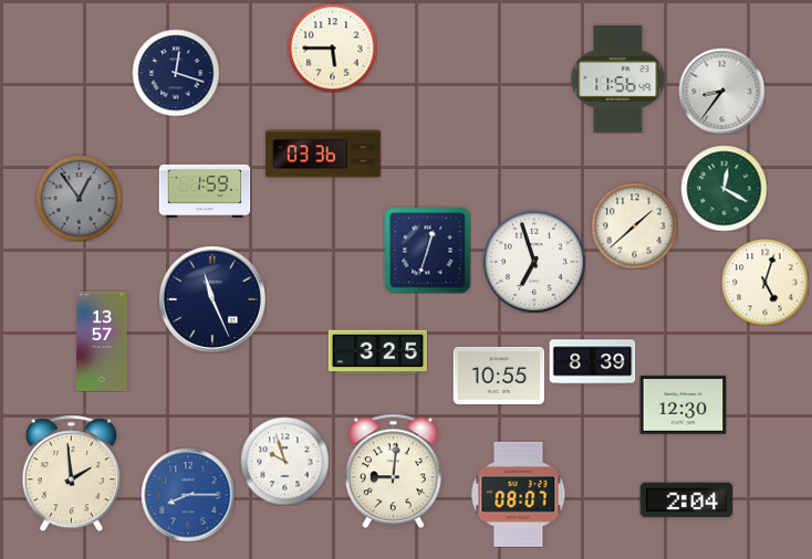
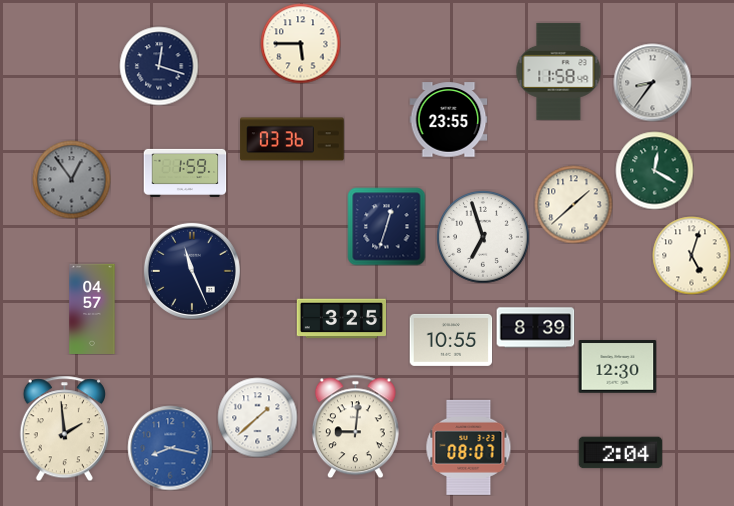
clock at (618, 78): 11:56 -> 11:58
clock at (448, 120): none -> 23:55
clock at (102, 340): 13:57 -> 04:57
clock at (284, 461): 9:57 -> 1:38
clock at (188, 495): 8:15 -> 8:17
